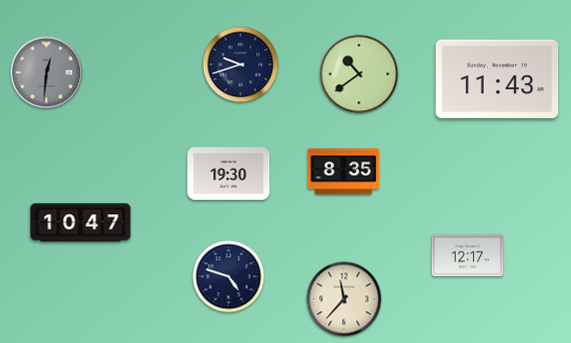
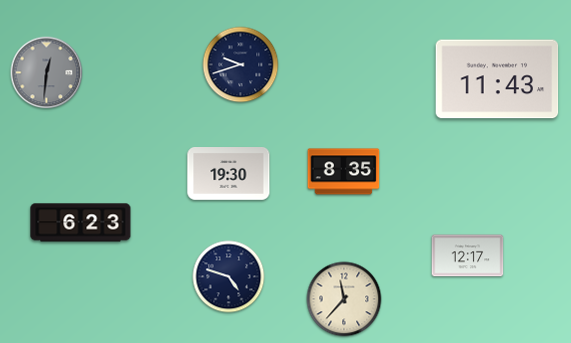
clock at (359, 74): 10:39 -> none
clock at (81, 223): 10:47 -> 6:23
